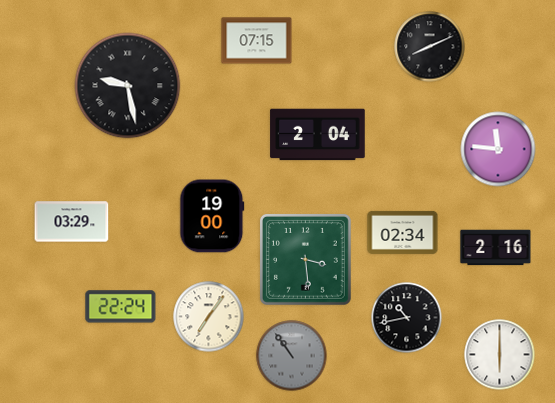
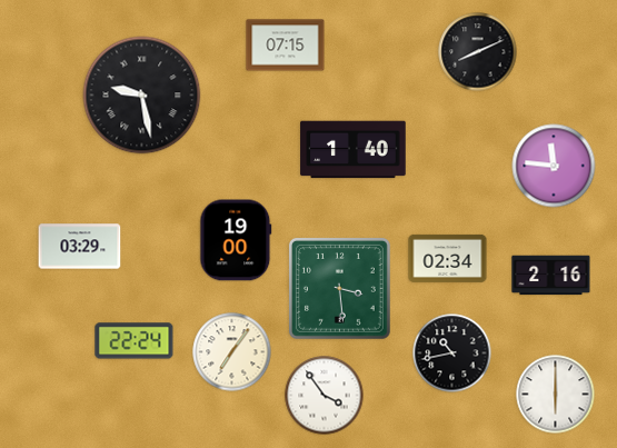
clock at (318, 135): 2:04 -> 1:40
clock at (292, 356): 10:54 -> 3:54
clock at (292, 356) dial: grey -> white
